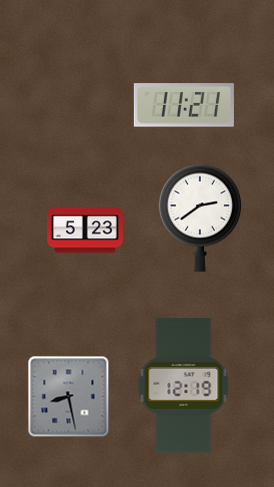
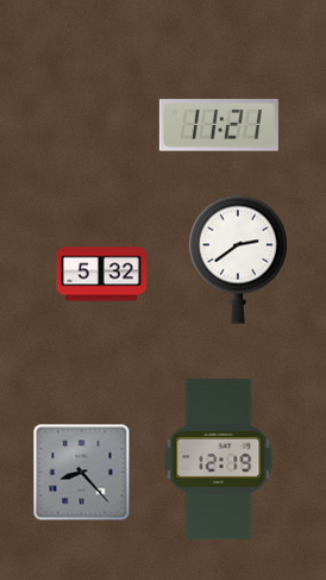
clock at (85, 230): 5:23 -> 5:32
clock at (69, 397): 8:28 -> 8:23
